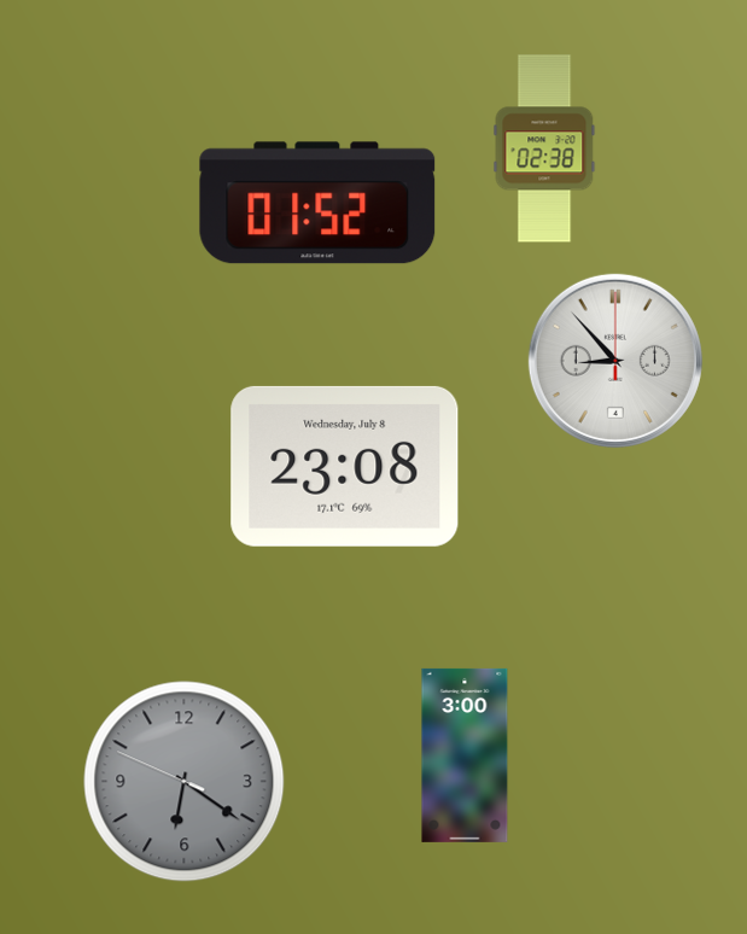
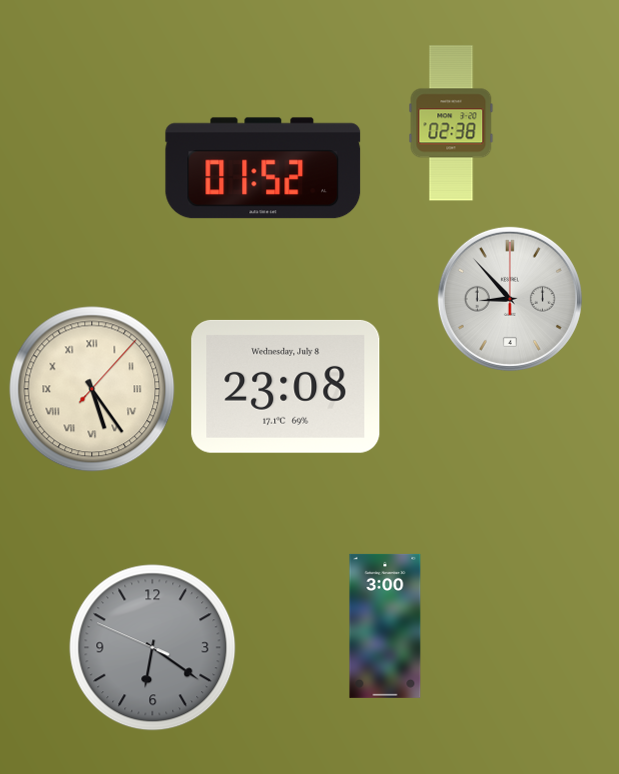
clock at (92, 389): none -> 5:24
